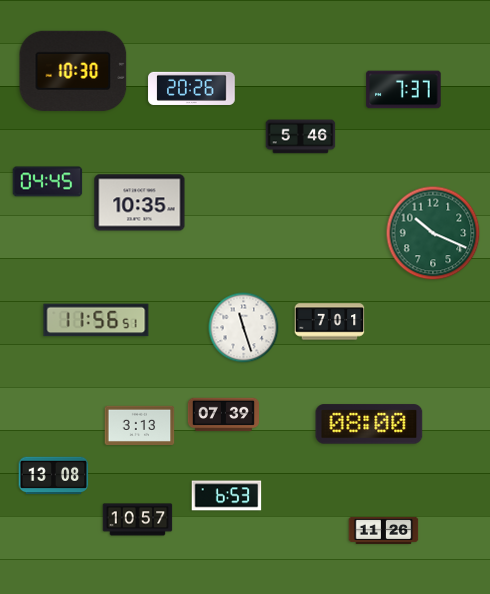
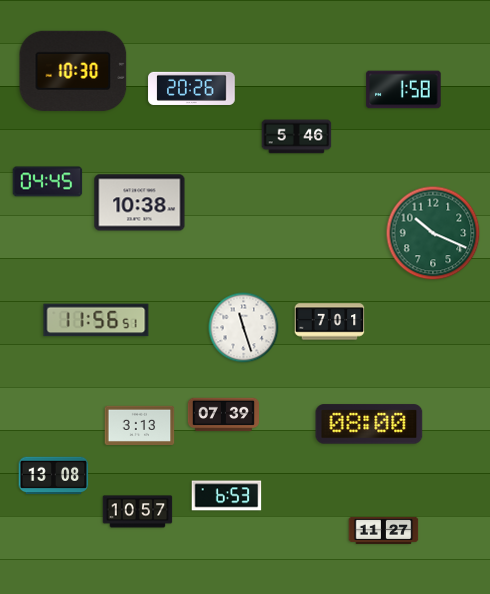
clock at (404, 90): 7:37 -> 1:58
clock at (301, 137) position: (301, 137) -> (297, 137)
clock at (140, 203): 10:35 -> 10:38
clock at (138, 520) position: (138, 520) -> (138, 512)
clock at (384, 530): 11:26 -> 11:27
